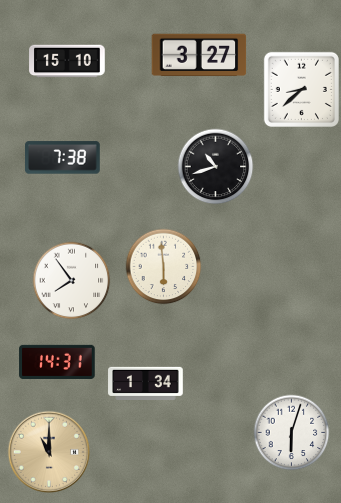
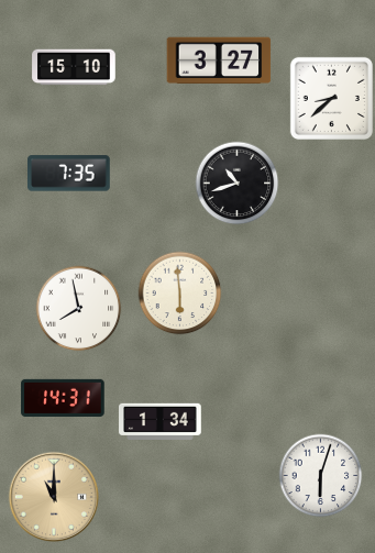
clock at (63, 158): 7:38 -> 7:35
clock at (72, 281): 7:54 -> 7:58
